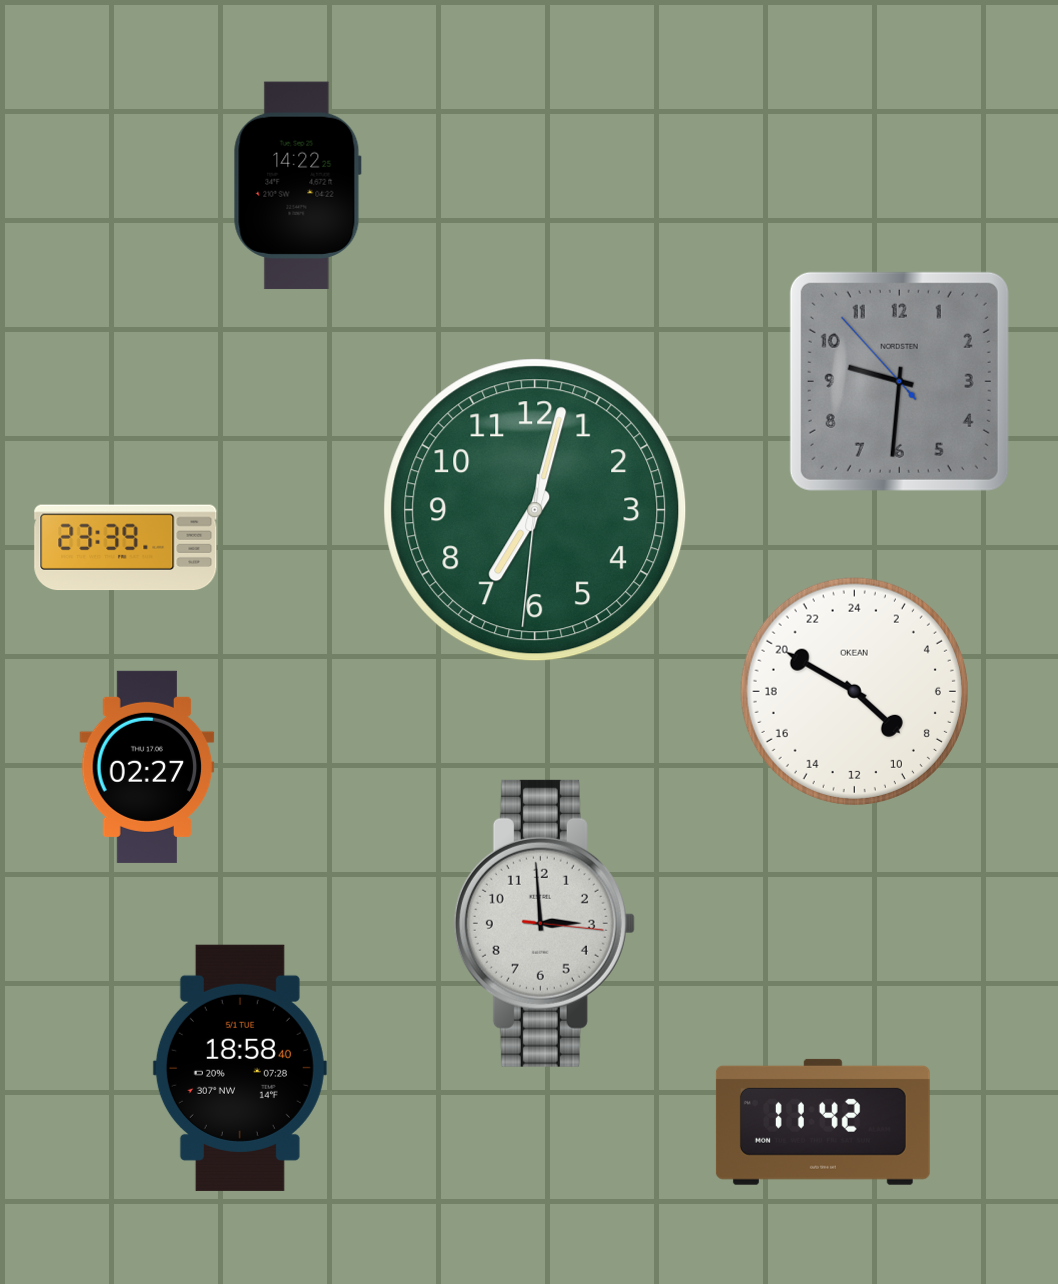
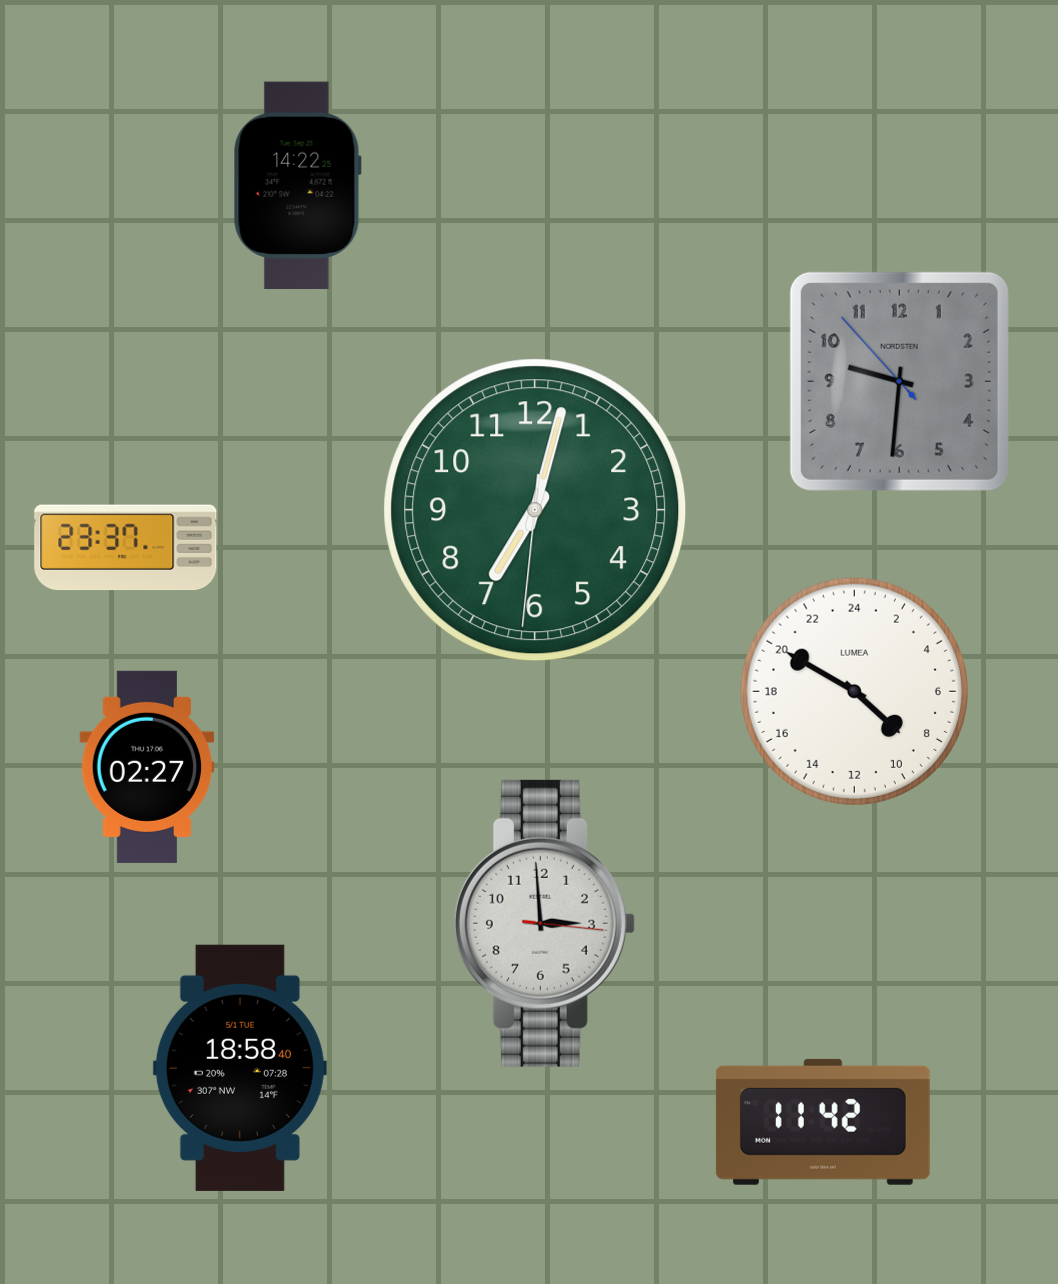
clock at (126, 548): 23:39 -> 23:37
clock at (854, 691) brand: OKEAN -> LUMEA
